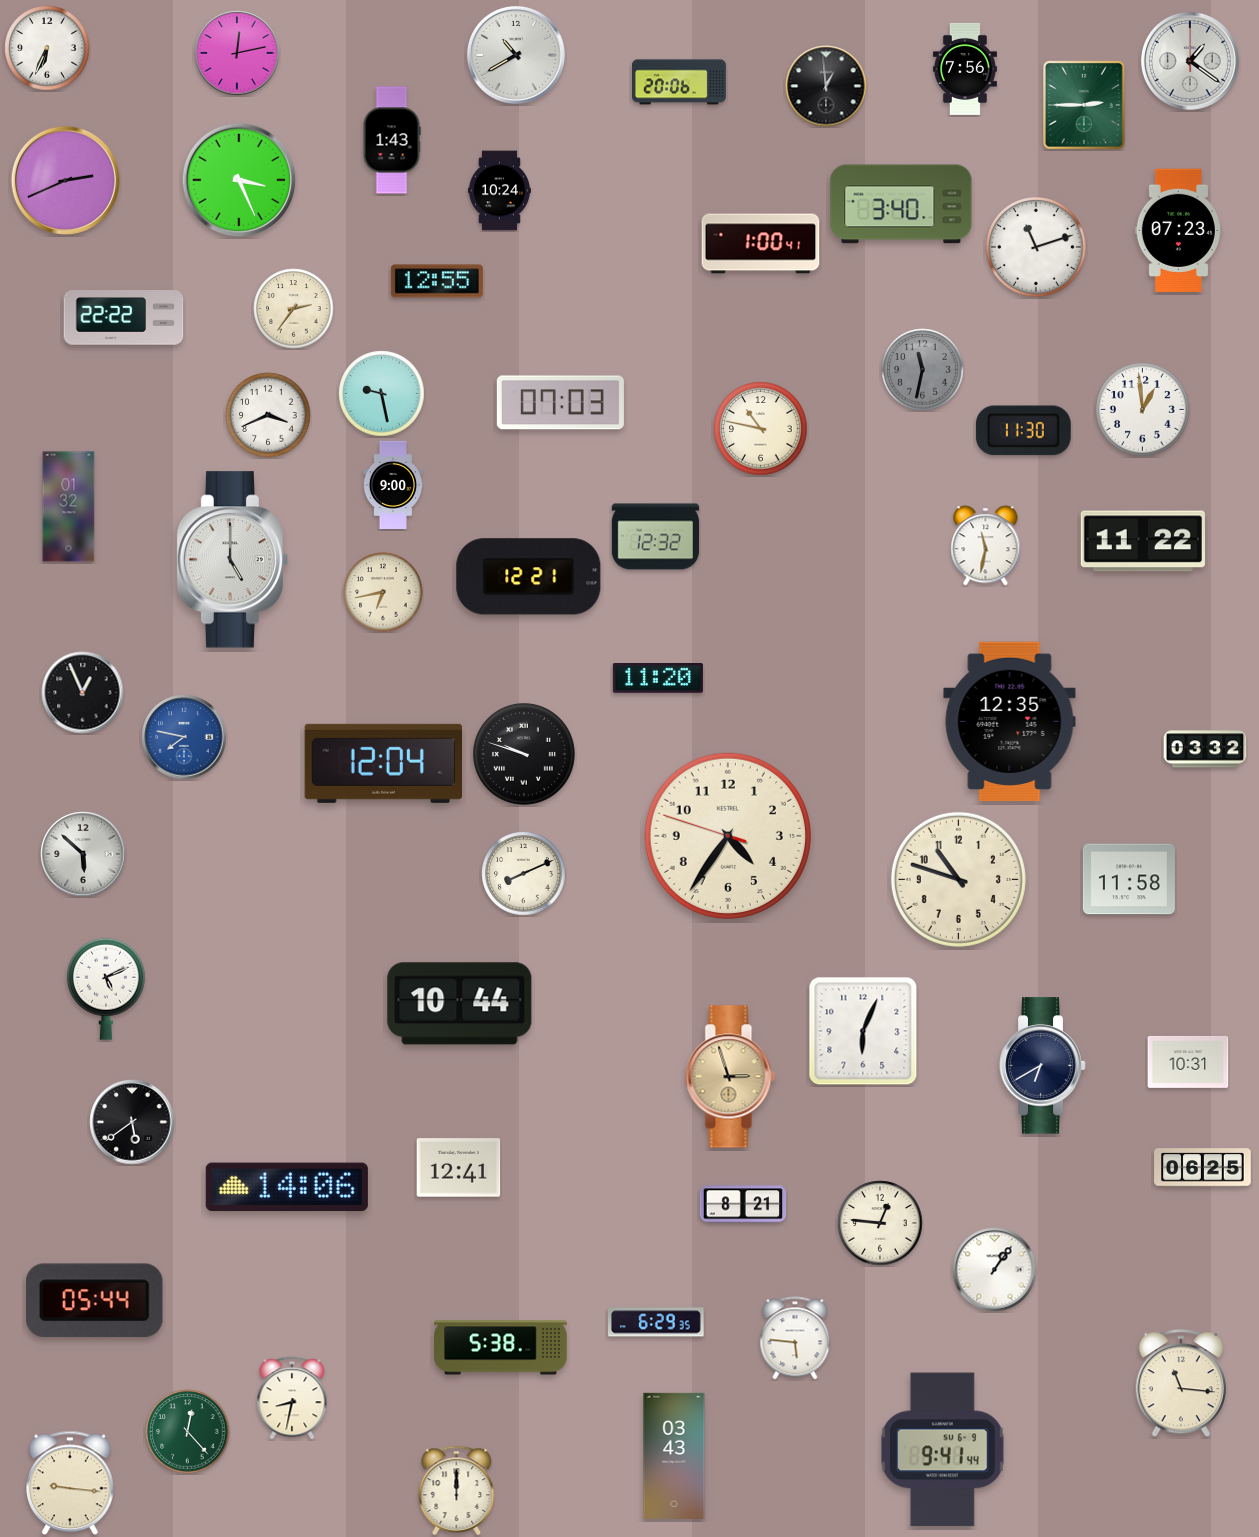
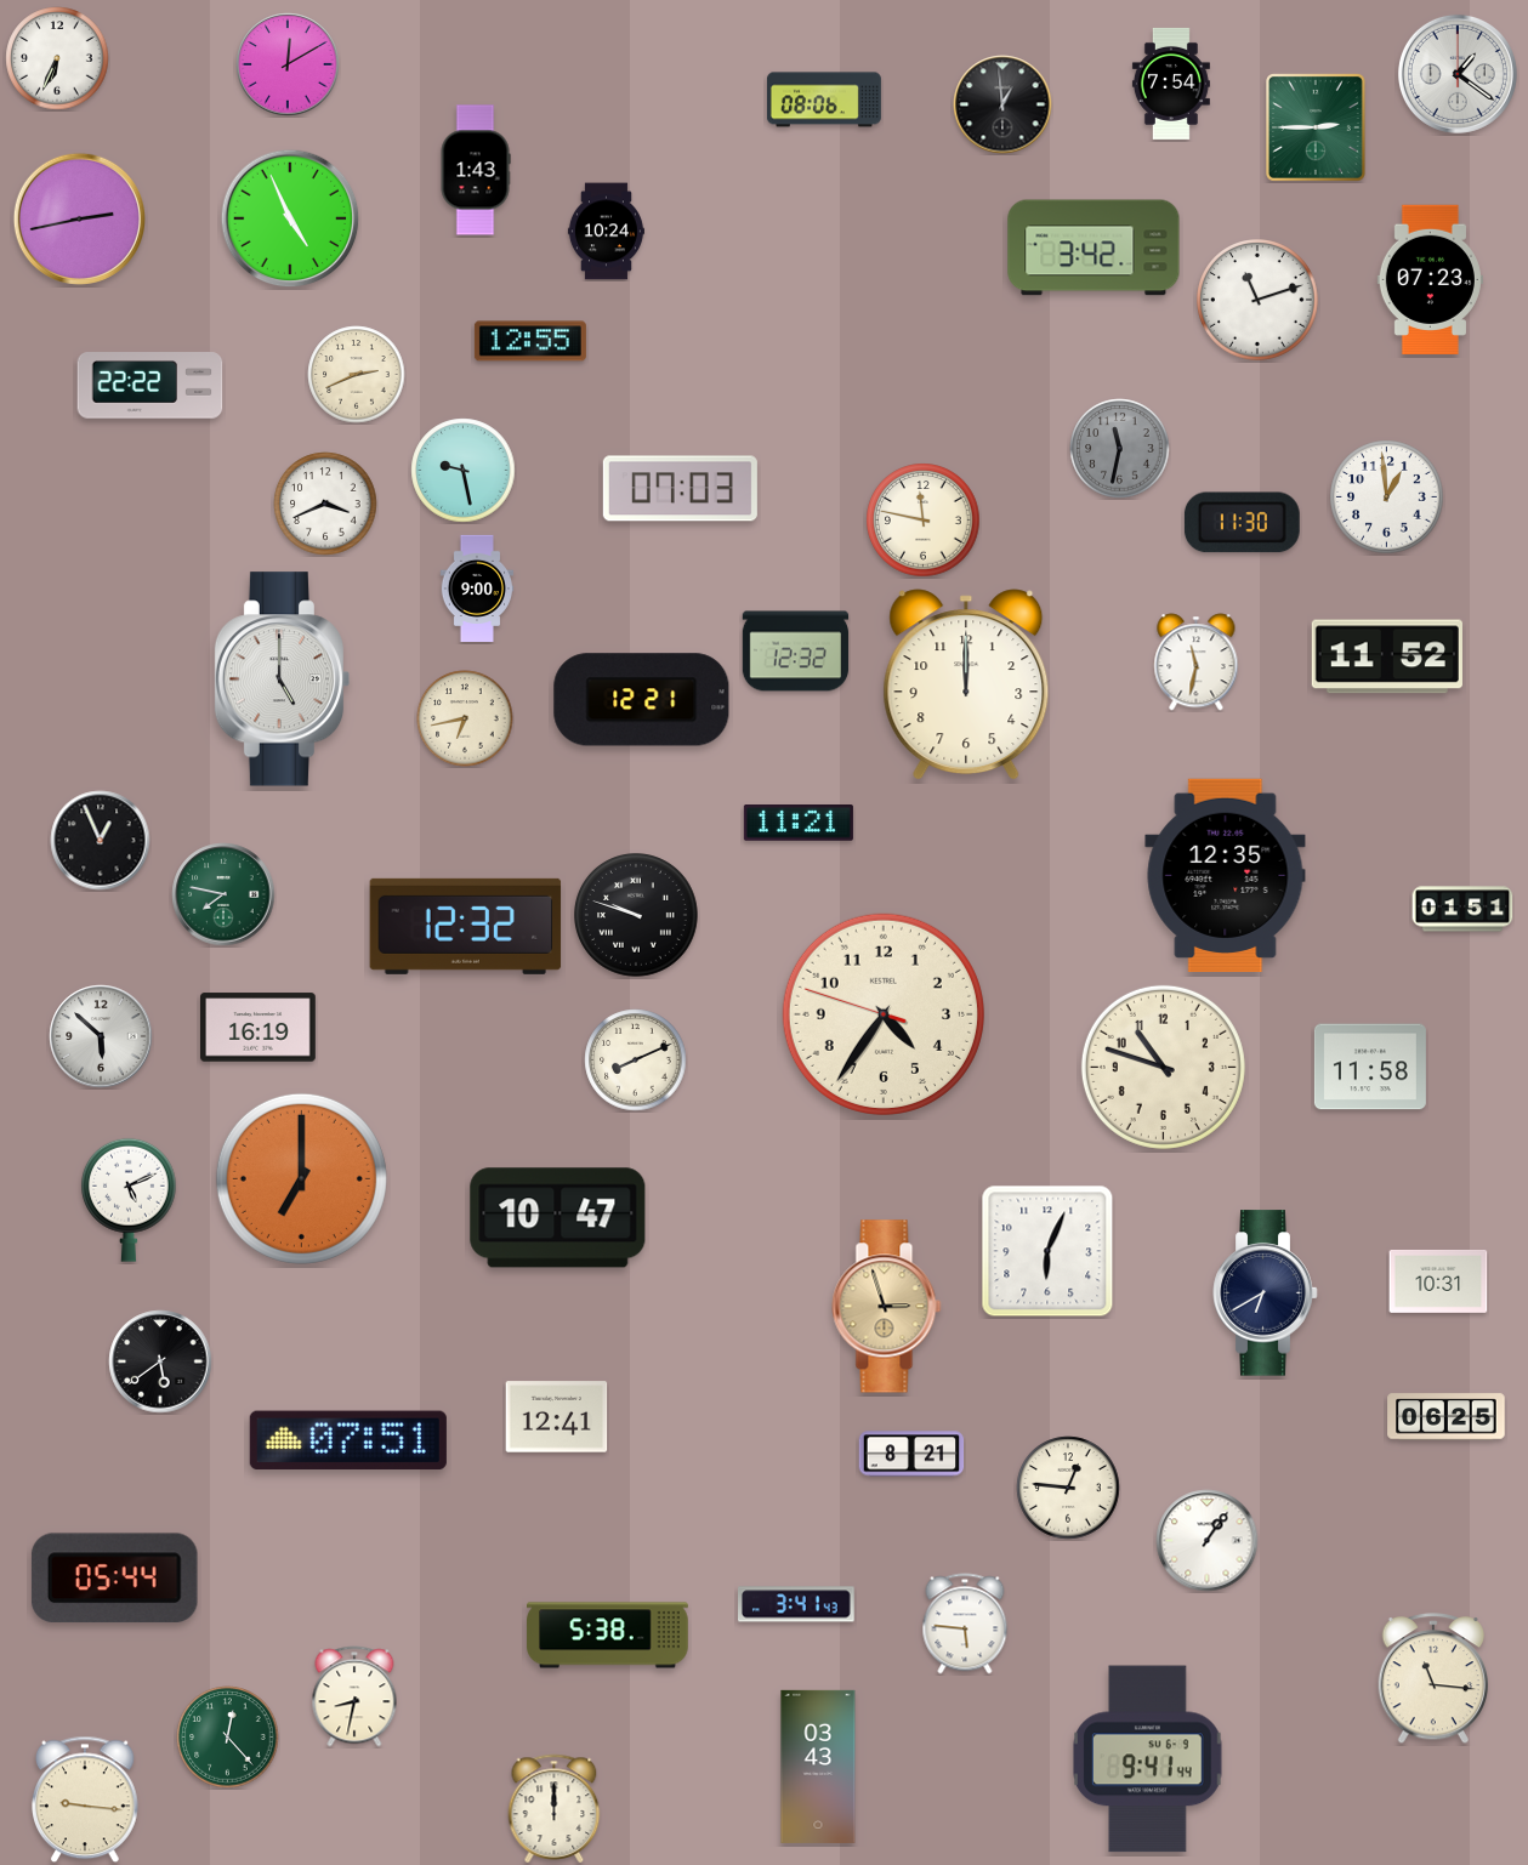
clock at (237, 53): 12:13 -> 12:10
clock at (516, 55): 10:40 -> none
clock at (1190, 61) position: (1190, 61) -> (1458, 74)
clock at (965, 69): 7:56 -> 7:54
clock at (679, 82): 20:06 -> 08:06
clock at (65, 180): 2:41 -> 2:43
clock at (239, 180): 3:26 -> 4:56
clock at (901, 204): 3:40 -> 3:42
clock at (761, 244): 1:00 -> none
clock at (294, 309): 2:36 -> 2:41
clock at (382, 394) position: (382, 394) -> (464, 471)
clock at (761, 429): 10:47 -> 11:47
clock at (69, 507): 01:32 -> none
clock at (1143, 541): 11:22 -> 11:52
clock at (966, 684): none -> 12:00
clock at (658, 679): 11:20 -> 11:21
clock at (184, 737) dial: blue -> green
clock at (1205, 749): 03:32 -> 01:51
clock at (384, 763): 12:04 -> 12:32
clock at (259, 1028): none -> 16:19
clock at (301, 1178): none -> 7:00
clock at (460, 1004): 10:44 -> 10:47
clock at (1188, 1062) position: (1188, 1062) -> (1438, 1281)
clock at (1203, 1168) position: (1203, 1168) -> (1447, 1417)
clock at (287, 1187): 14:06 -> 07:51
clock at (743, 1204) position: (743, 1204) -> (911, 1454)
clock at (880, 1223) position: (880, 1223) -> (1068, 1488)
clock at (657, 1322): 6:29 -> 3:41
clock at (943, 1450) position: (943, 1450) -> (1148, 1759)
